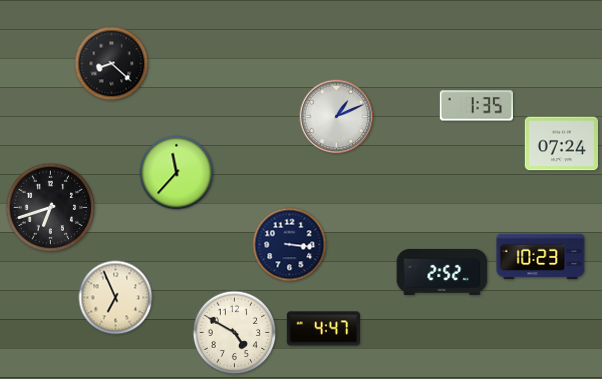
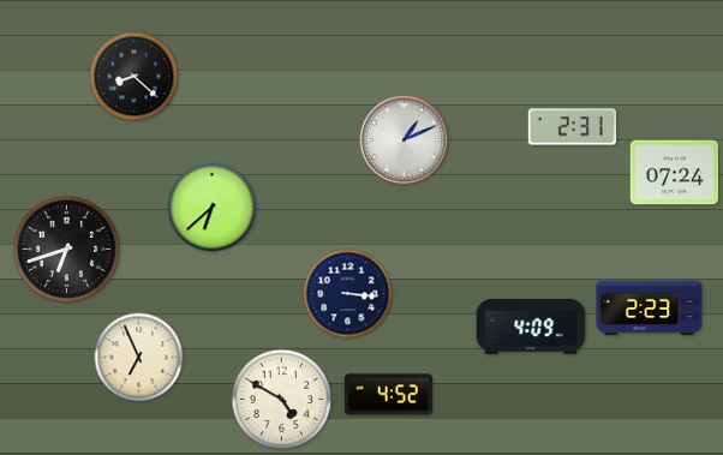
clock at (476, 106): 1:35 -> 2:31
clock at (177, 173): 11:37 -> 6:38
clock at (51, 208) position: (51, 208) -> (67, 250)
clock at (541, 257): 10:23 -> 2:23
clock at (442, 272): 2:52 -> 4:09
clock at (323, 329): 4:47 -> 4:52
